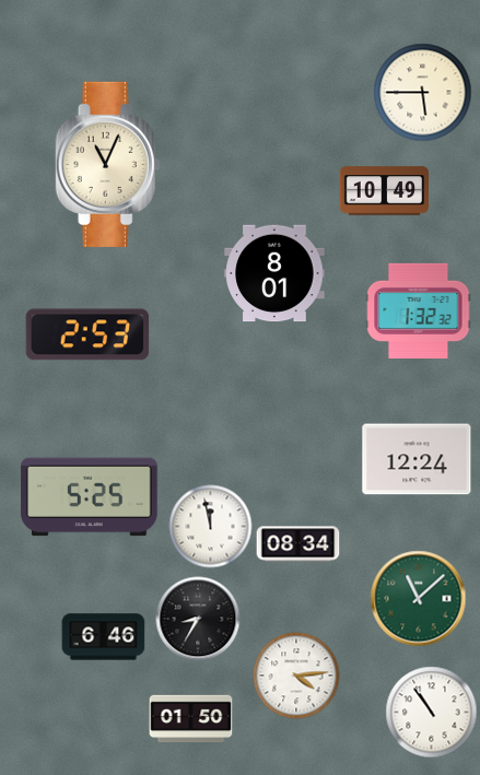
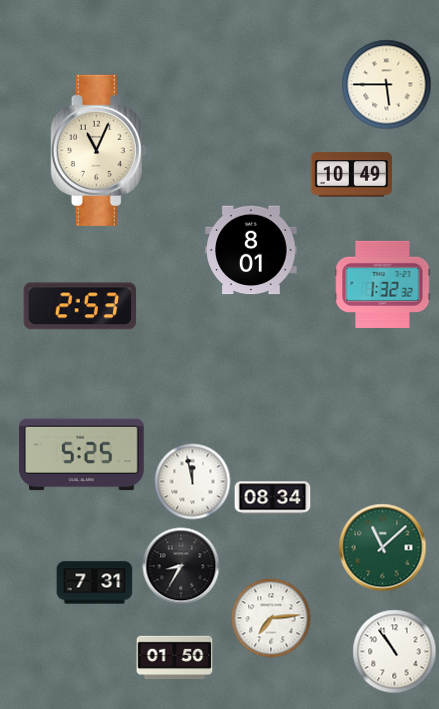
clock at (417, 459): 12:24 -> none
clock at (104, 637): 6:46 -> 7:31
clock at (296, 676): 4:14 -> 7:14
